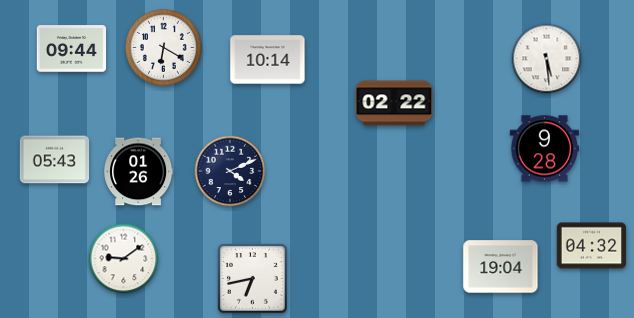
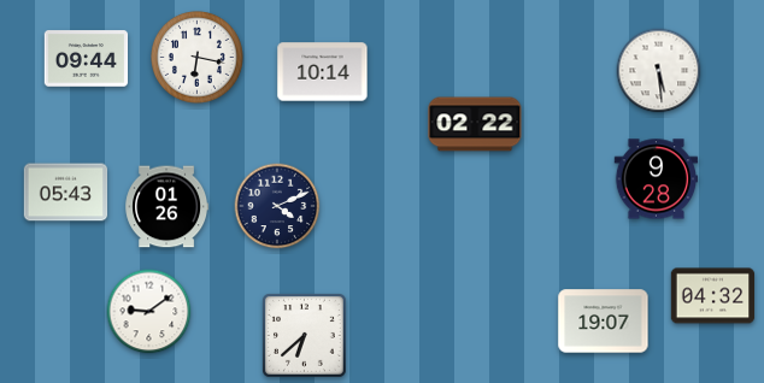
clock at (163, 47): 6:20 -> 6:17
clock at (501, 267): 19:04 -> 19:07
clock at (253, 279): 6:43 -> 6:38
